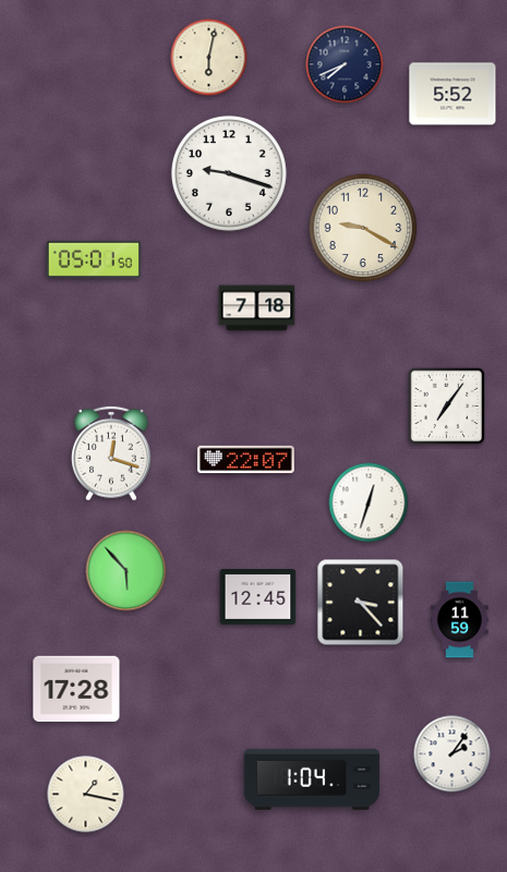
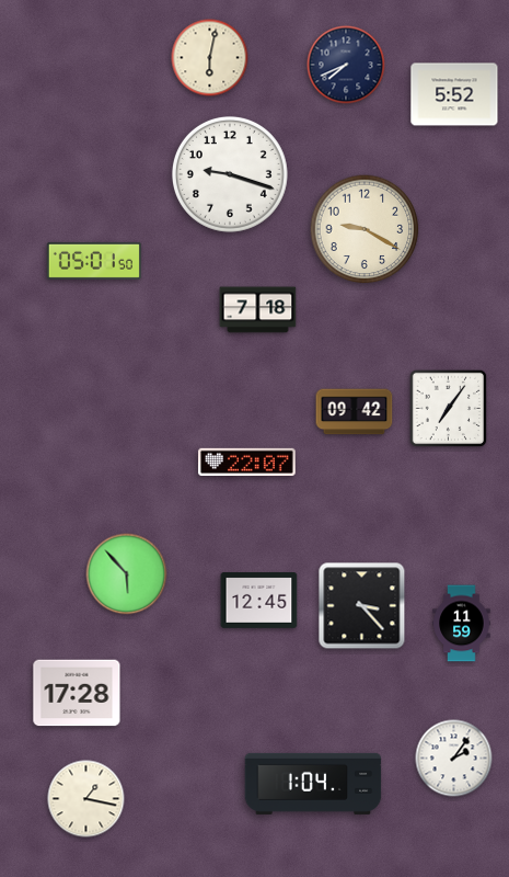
clock at (355, 412): none -> 09:42
clock at (112, 453): 12:18 -> none
clock at (369, 502): 12:33 -> none
